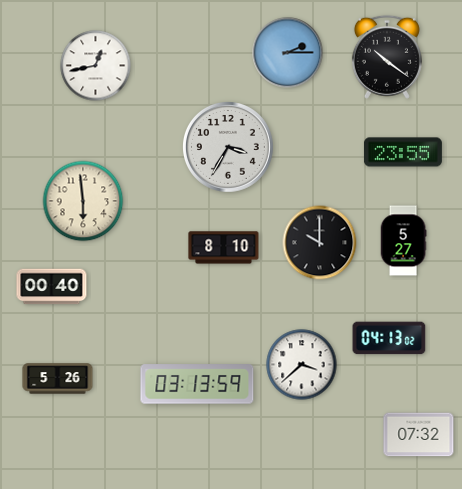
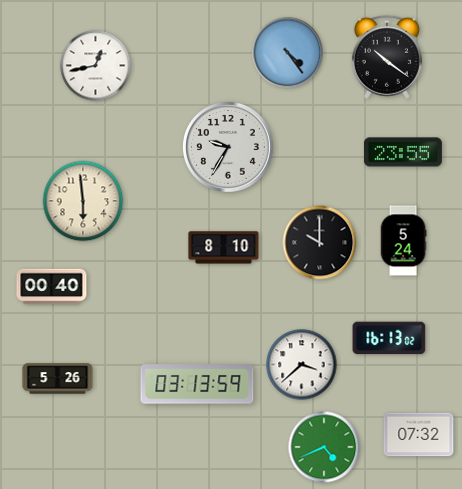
clock at (288, 53): 2:15 -> 4:24
clock at (229, 148): 3:35 -> 9:35
clock at (403, 241): 5:27 -> 5:24
clock at (389, 338): 04:13 -> 16:13
clock at (324, 447): none -> 4:41
